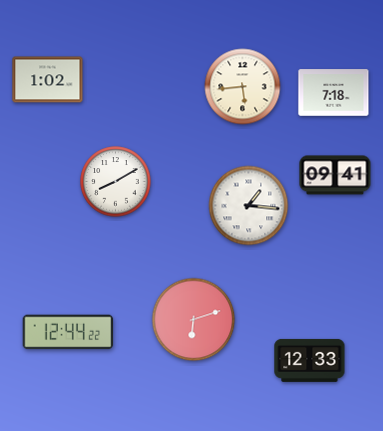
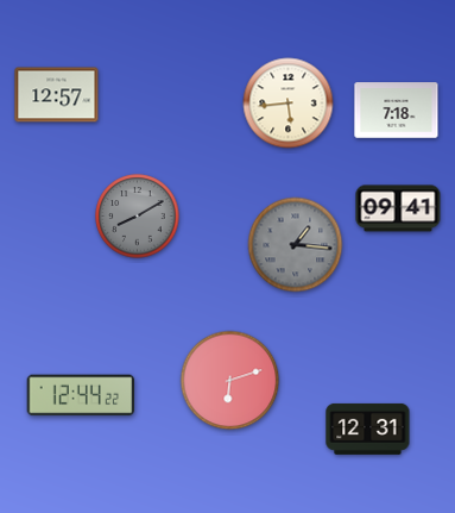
clock at (48, 80): 1:02 -> 12:57
clock at (116, 182) dial: white -> grey
clock at (249, 206) dial: white -> grey
clock at (310, 360): 12:33 -> 12:31
